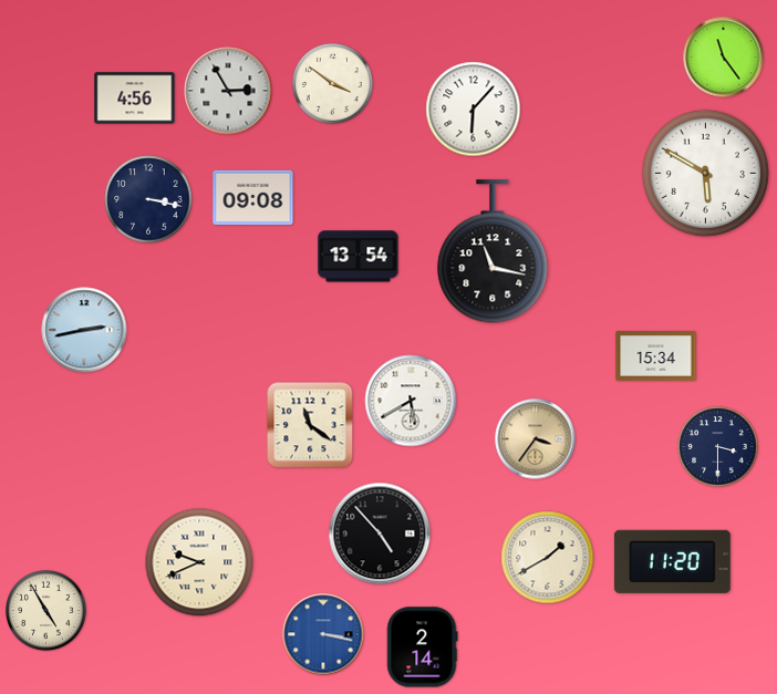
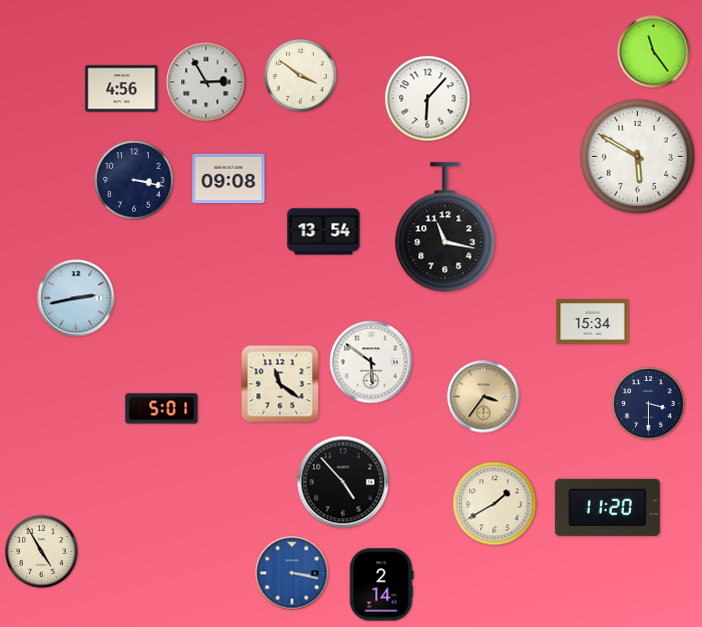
clock at (411, 401): 5:40 -> 5:51
clock at (162, 409): none -> 5:01
clock at (199, 562): 9:41 -> none
